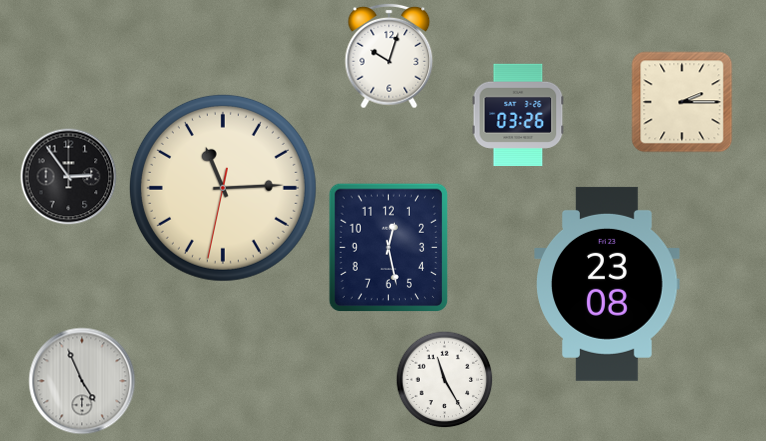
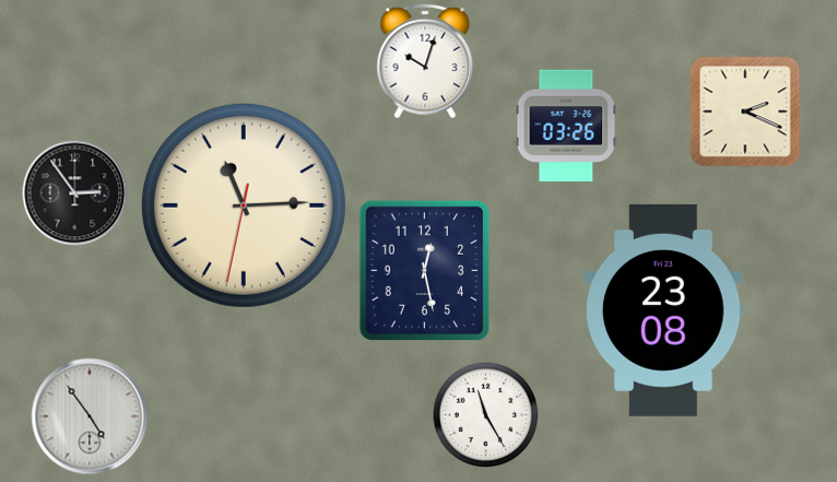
clock at (682, 102): 2:15 -> 2:19
clock at (82, 381): 4:56 -> 4:54
